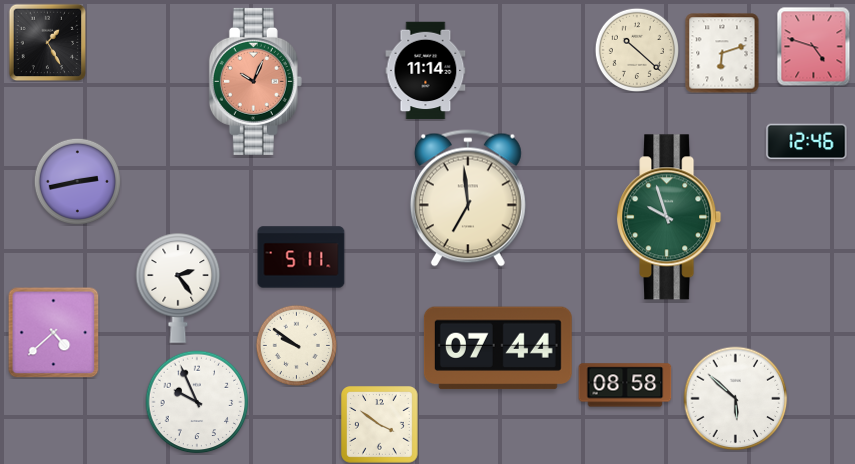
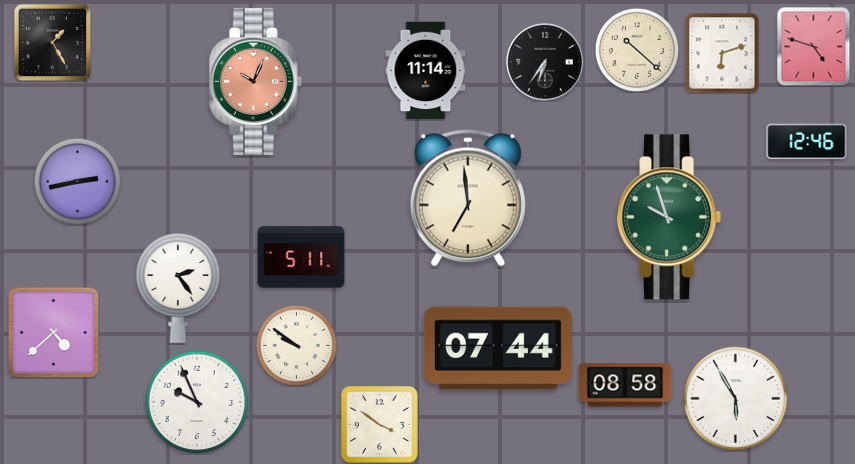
clock at (47, 42) position: (47, 42) -> (52, 42)
clock at (546, 63): none -> 6:36
clock at (736, 399): 5:52 -> 5:55
